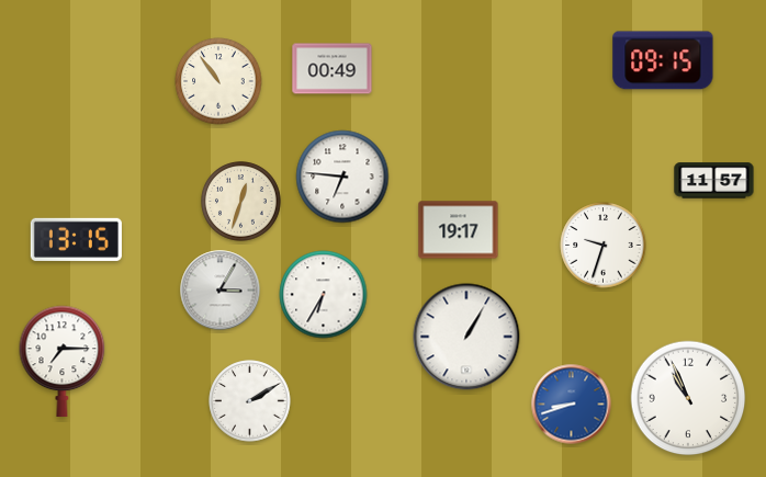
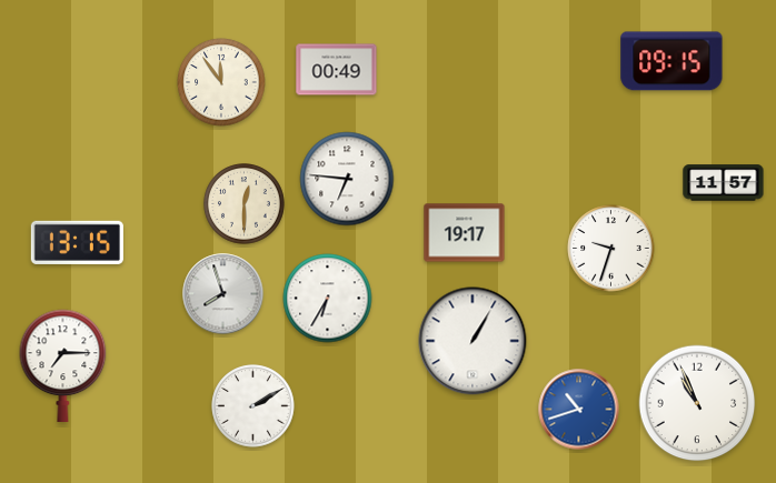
clock at (218, 81): 10:54 -> 11:54
clock at (241, 202): 12:33 -> 12:30
clock at (221, 291): 3:05 -> 7:57
clock at (572, 405): 8:42 -> 10:42
